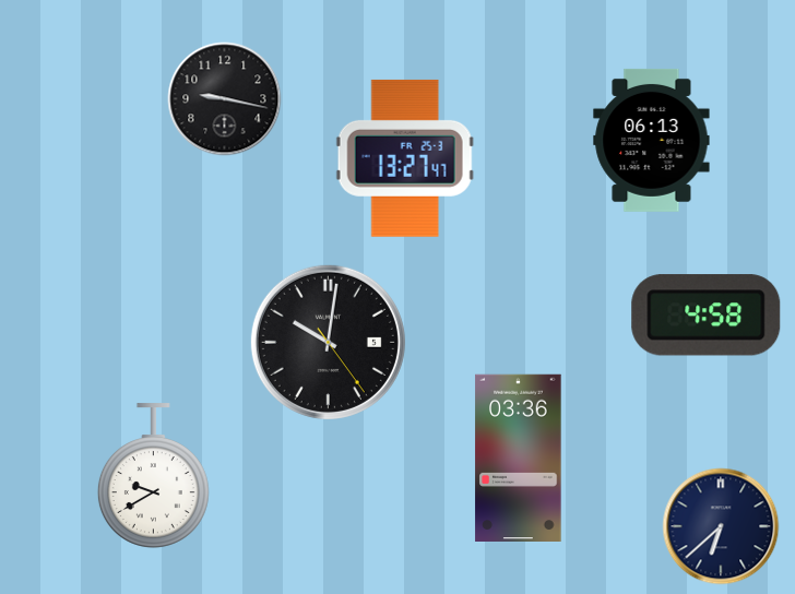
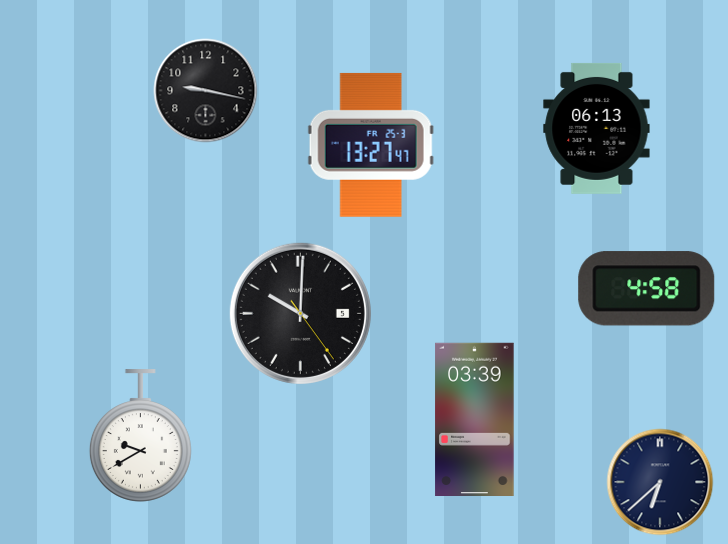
clock at (328, 342): 10:01 -> 10:00
clock at (519, 458): 03:36 -> 03:39
